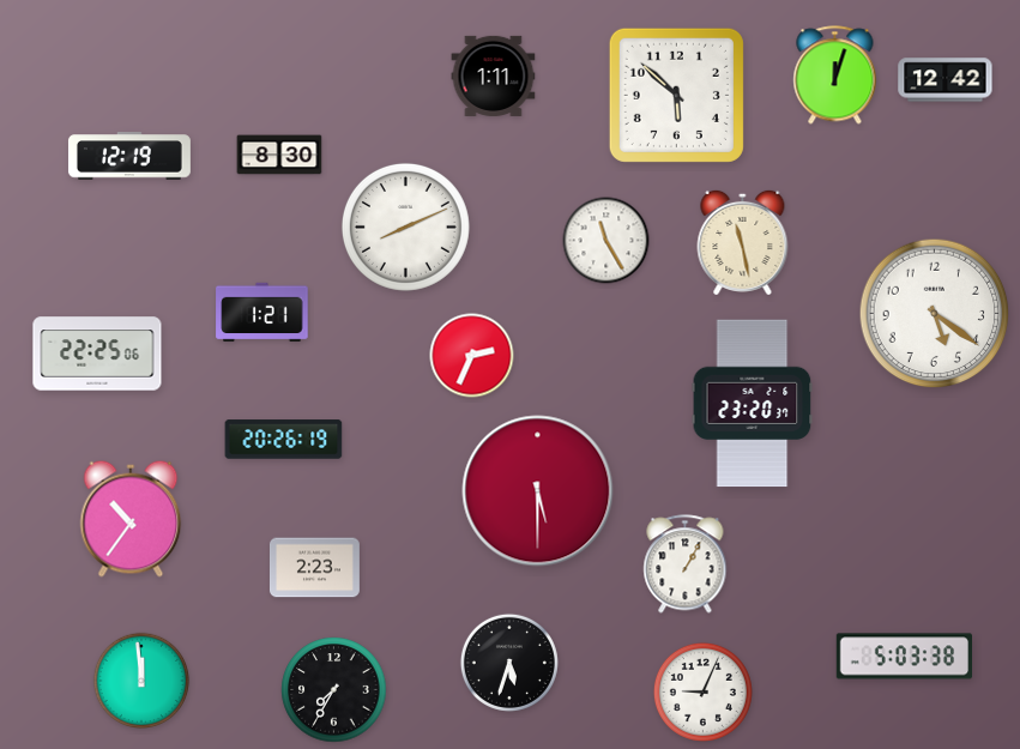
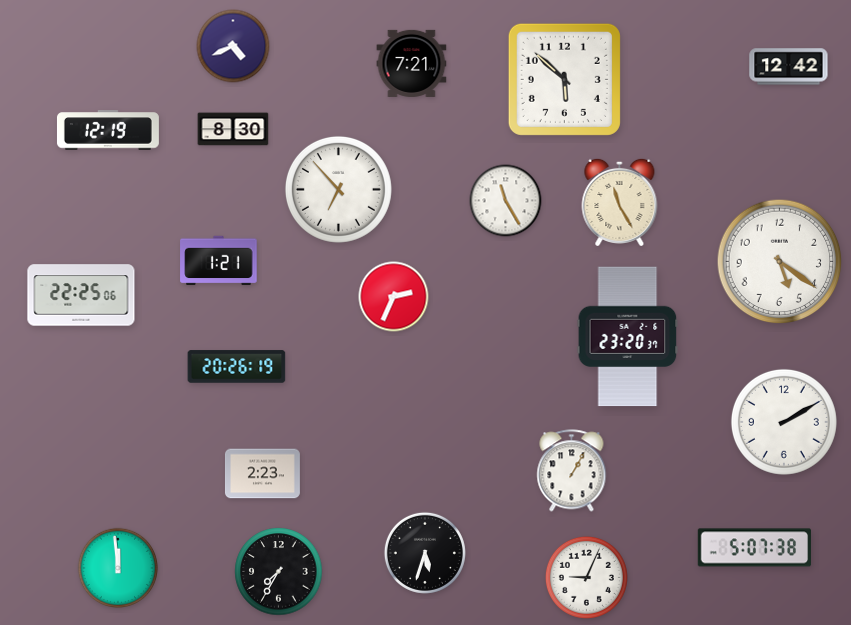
clock at (233, 46): none -> 4:41
clock at (494, 75): 1:11 -> 7:21
clock at (835, 75): 12:03 -> none
clock at (405, 226): 8:11 -> 6:53
clock at (743, 242): 11:28 -> 11:25
clock at (538, 491): 5:30 -> none
clock at (784, 422): none -> 2:10
clock at (131, 519): 10:36 -> none
clock at (905, 657): 5:03 -> 5:07
clock at (334, 690) position: (334, 690) -> (279, 572)
